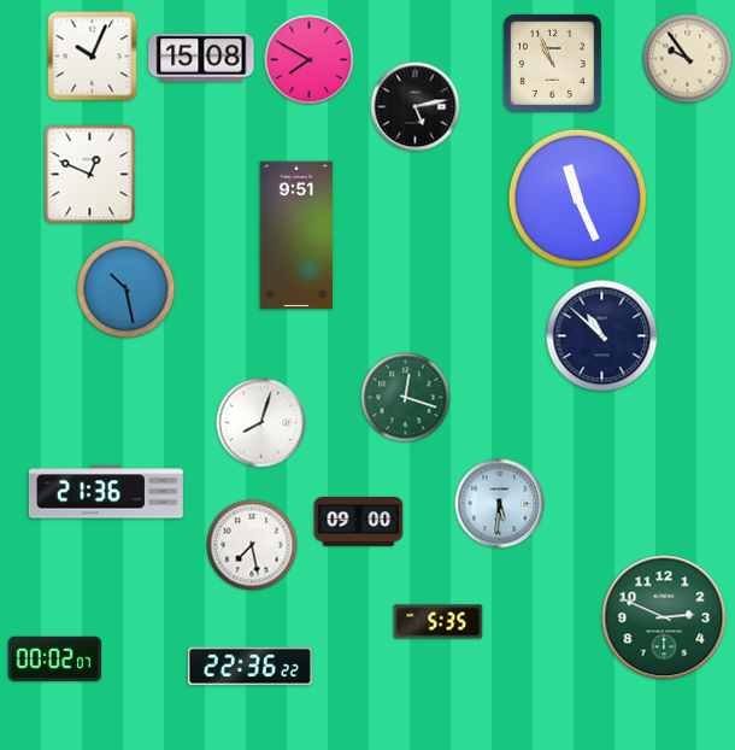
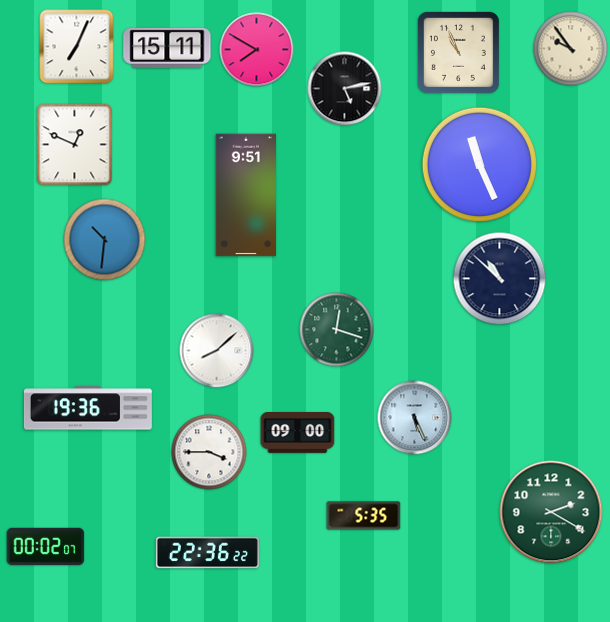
clock at (93, 57): 10:04 -> 7:04
clock at (201, 58): 15:08 -> 15:11
clock at (127, 289): 10:28 -> 10:31
clock at (261, 423): 8:03 -> 8:08
clock at (106, 492): 21:36 -> 19:36
clock at (500, 504): 5:31 -> 5:26
clock at (252, 545): 7:28 -> 3:45
clock at (664, 617): 2:49 -> 2:20
